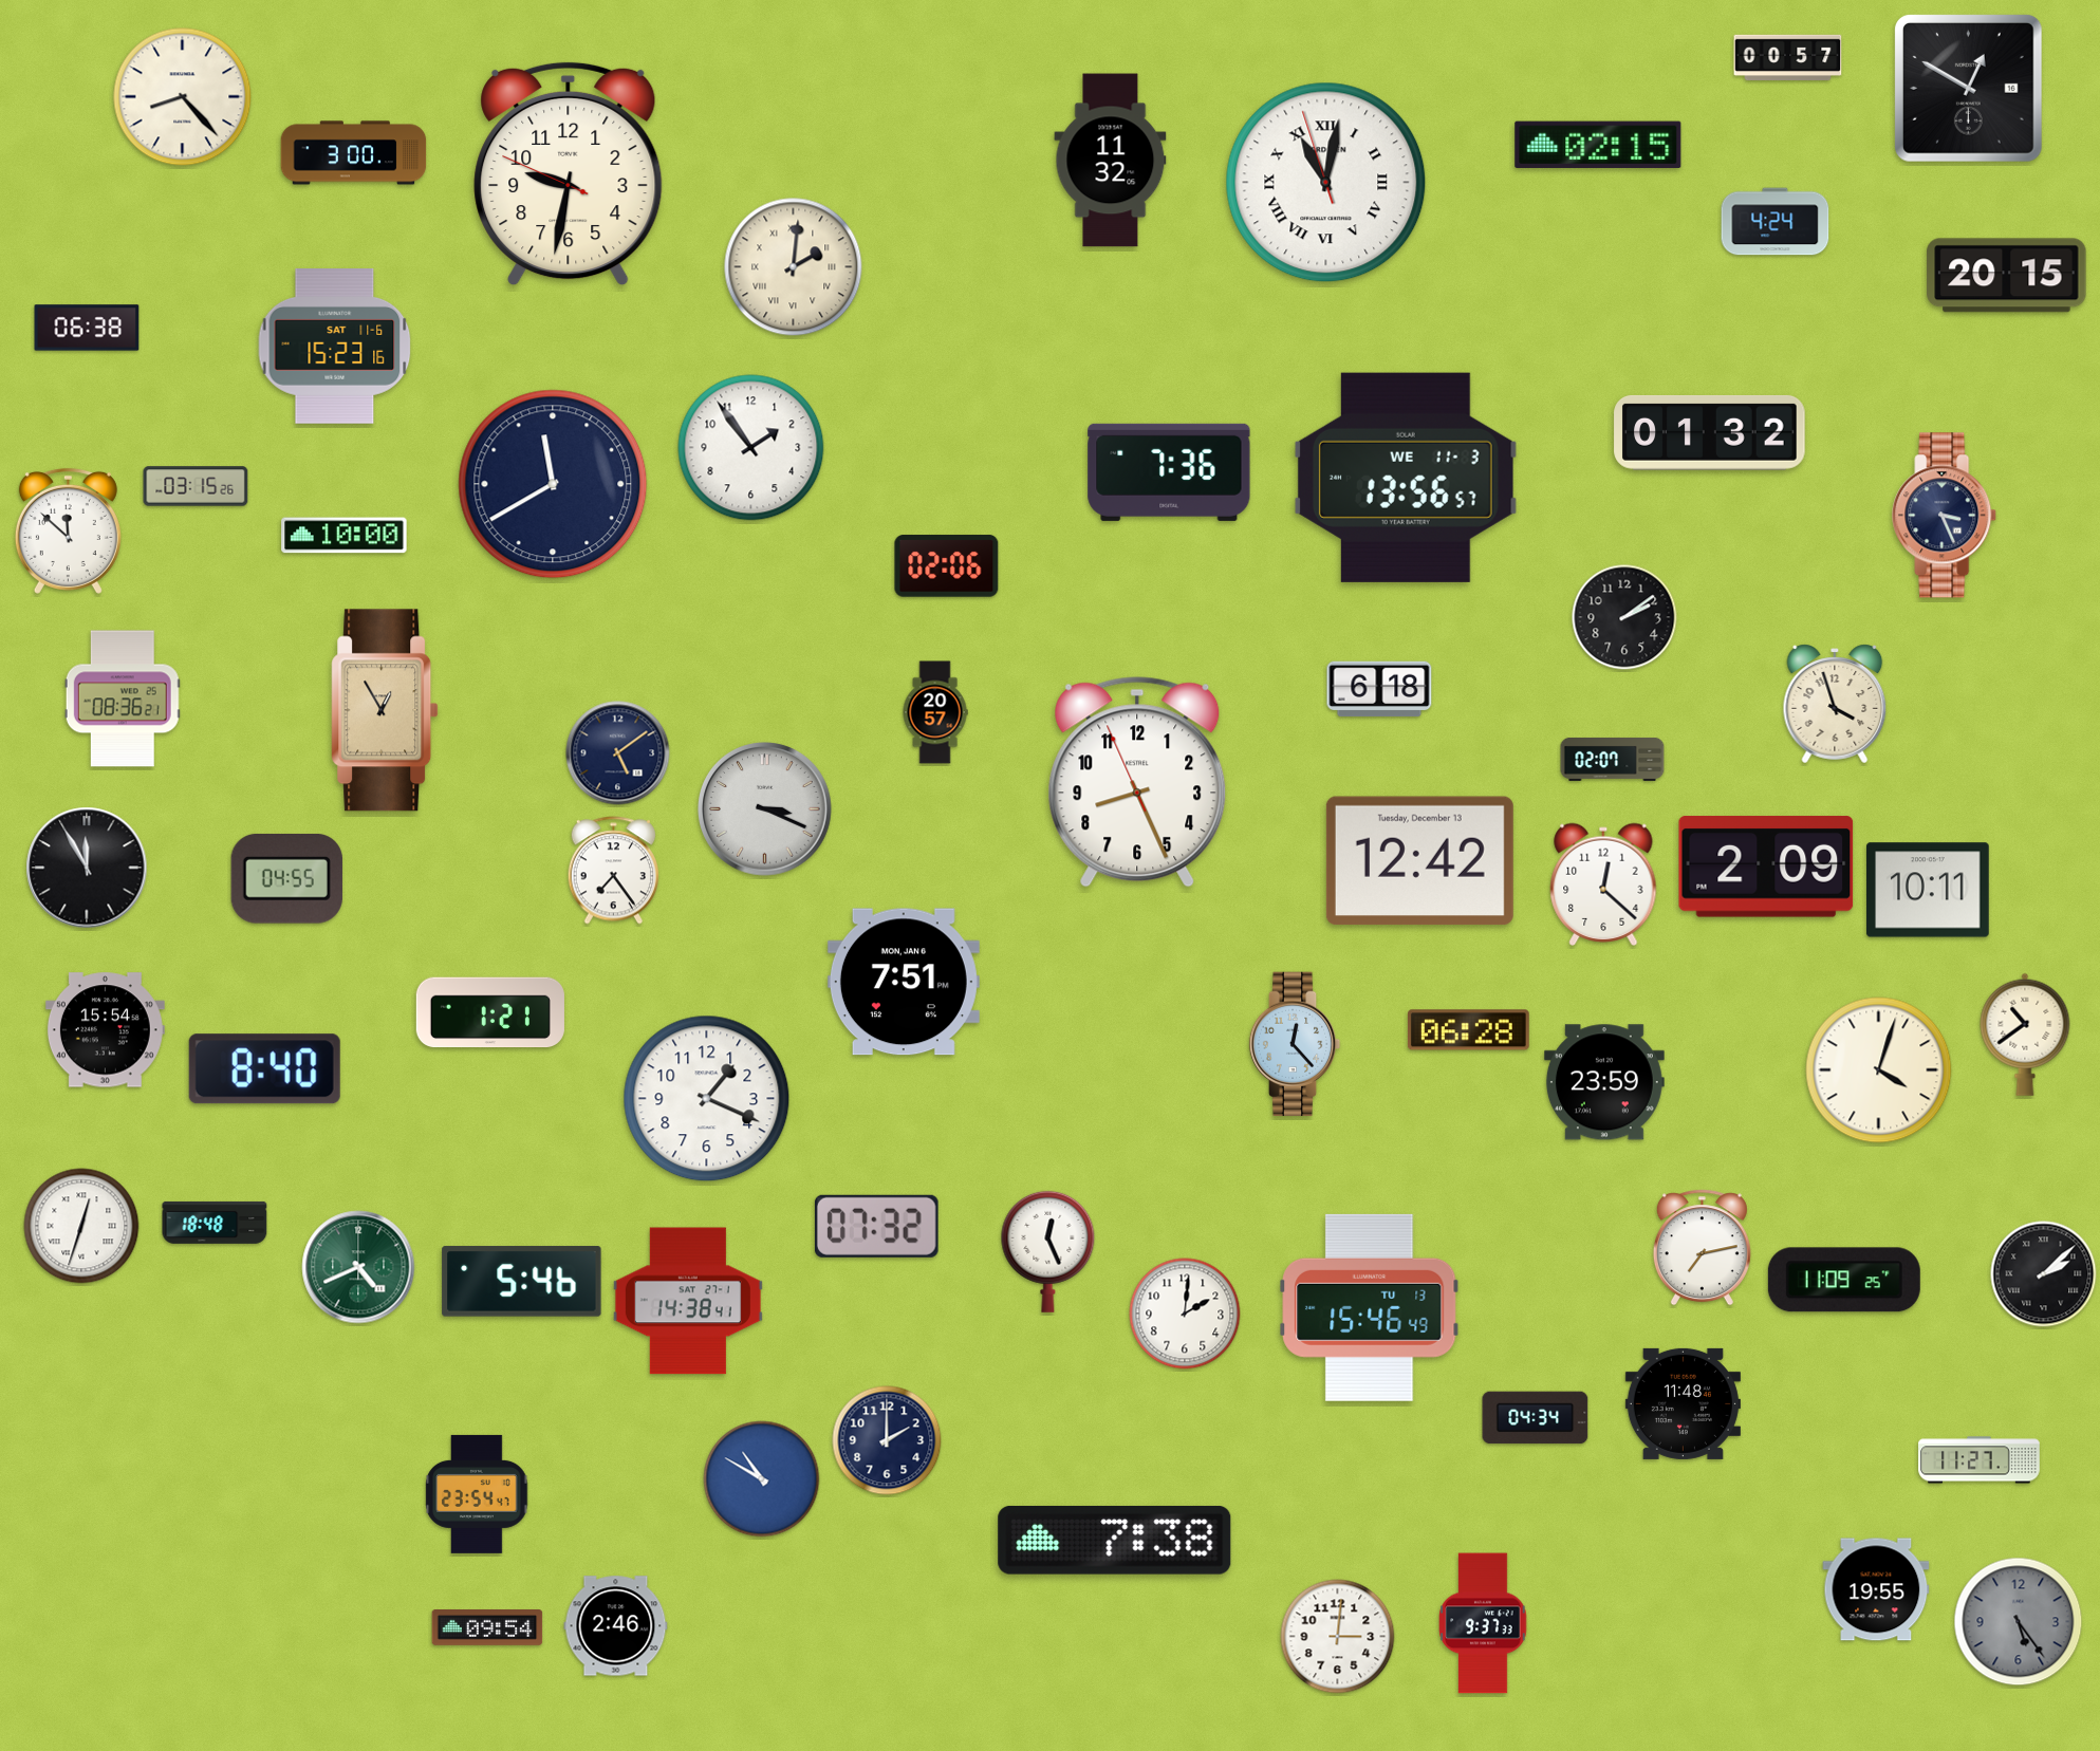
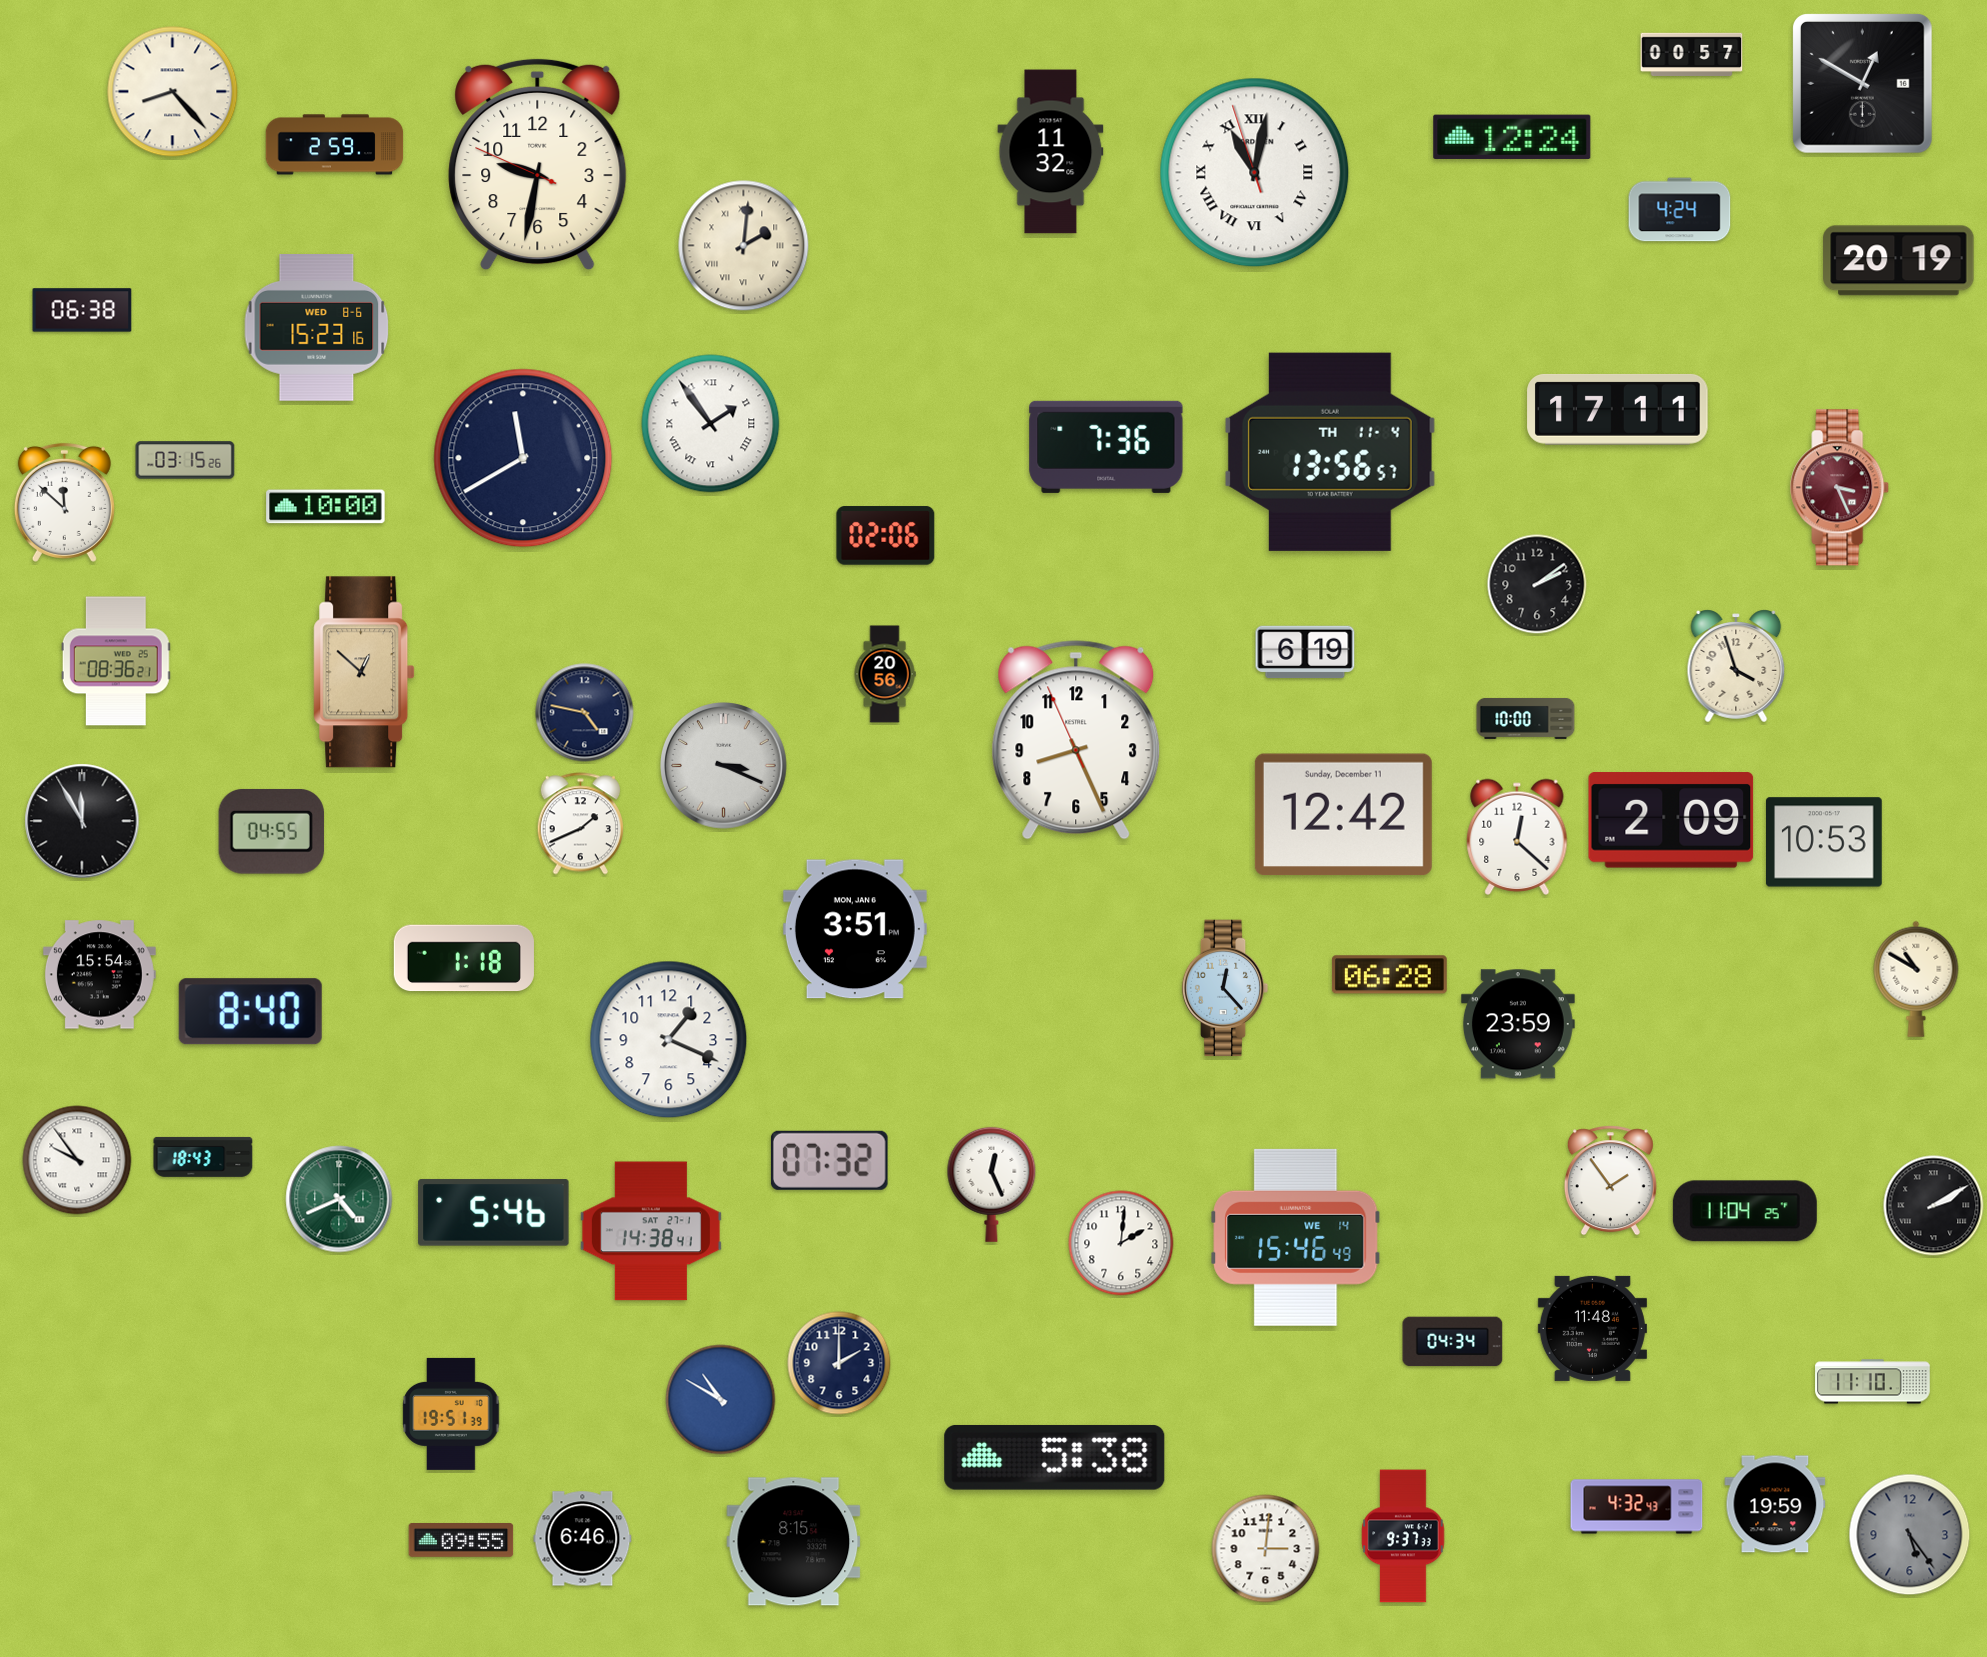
clock at (1598, 144): 02:15 -> 12:24
clock at (354, 153): 3:00 -> 2:59
clock at (794, 267) position: (794, 267) -> (744, 246)
clock at (2007, 276): 20:15 -> 20:19
clock at (335, 347) date: SAT 11-6 -> WED 8-6
clock at (1710, 432): 01:32 -> 17:11
clock at (751, 448) numerals: Arabic -> Roman
clock at (1406, 478) date: WE 11-3 -> TH 11-4
clock at (1945, 516) dial: navy -> burgundy
clock at (947, 566) position: (947, 566) -> (886, 536)
clock at (1379, 689): 6:18 -> 6:19
clock at (385, 710): 12:55 -> 12:52
clock at (935, 712): 20:57 -> 20:56
clock at (618, 753): 5:09 -> 4:47
clock at (1613, 759): 02:07 -> 10:00
clock at (1419, 861) date: Tuesday, December 13 -> Sunday, December 11
clock at (613, 871): 7:24 -> 1:41
clock at (1929, 890): 10:11 -> 10:53
clock at (904, 982): 7:51 -> 3:51
clock at (490, 1012): 1:21 -> 1:18
clock at (2025, 1035): 10:39 -> 10:50
clock at (1879, 1070): 4:03 -> none
clock at (215, 1223): 18:48 -> 18:43
clock at (81, 1226): 12:33 -> 9:54
clock at (1702, 1248): 7:13 -> 1:54
clock at (2044, 1274): 2:08 -> 2:10
clock at (1844, 1280): 11:09 -> 11:04
clock at (1370, 1307) date: TU 13 -> WE 14
clock at (1980, 1460): 11:27 -> 11:10
clock at (477, 1494): 23:54 -> 19:51
clock at (1115, 1540): 7:38 -> 5:38
clock at (1876, 1589): 19:55 -> 19:59
clock at (1637, 1507): none -> 4:32
clock at (616, 1626): 2:46 -> 6:46
clock at (487, 1628): 09:54 -> 09:55
clock at (794, 1542): none -> 8:15
